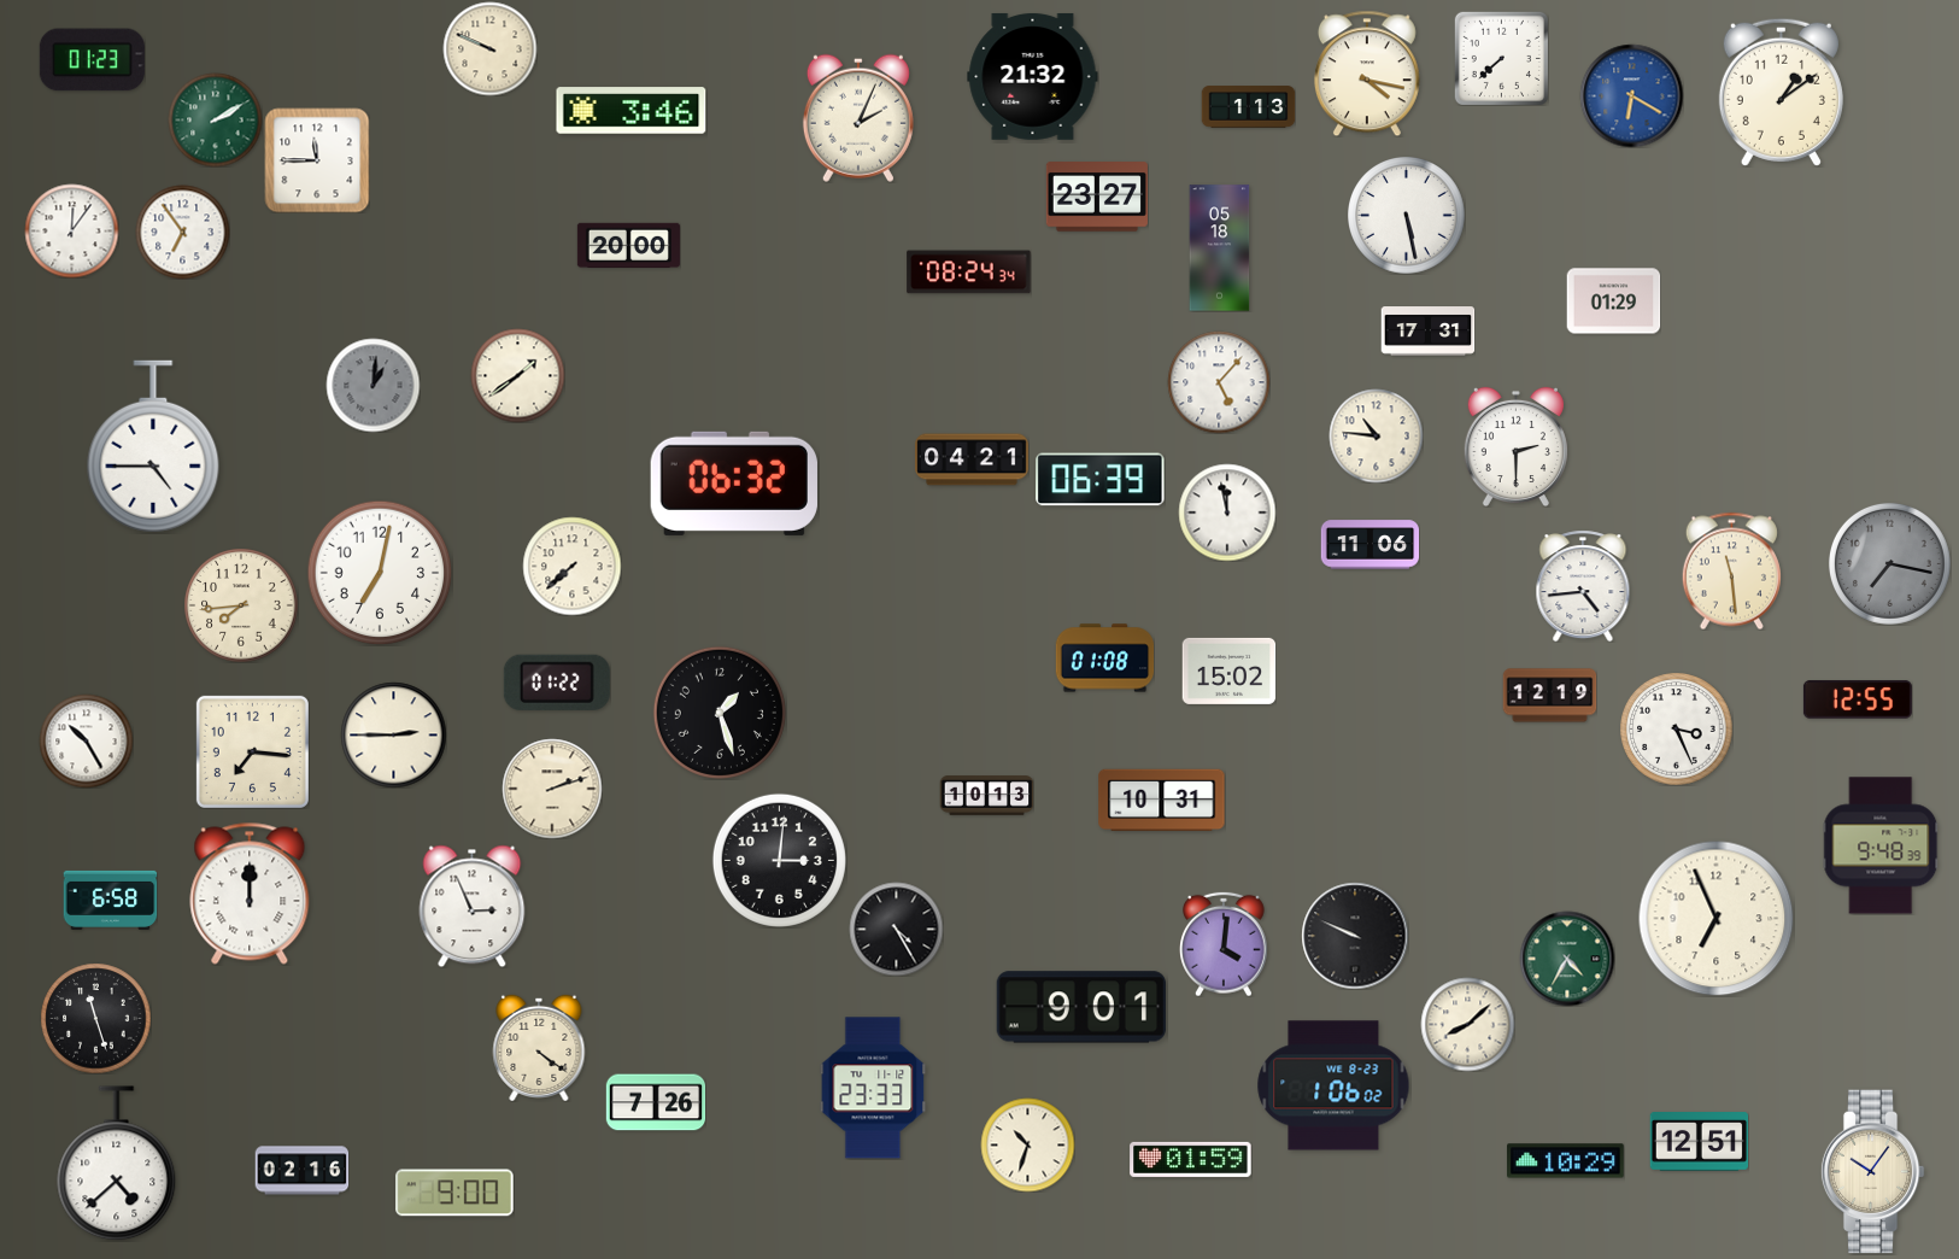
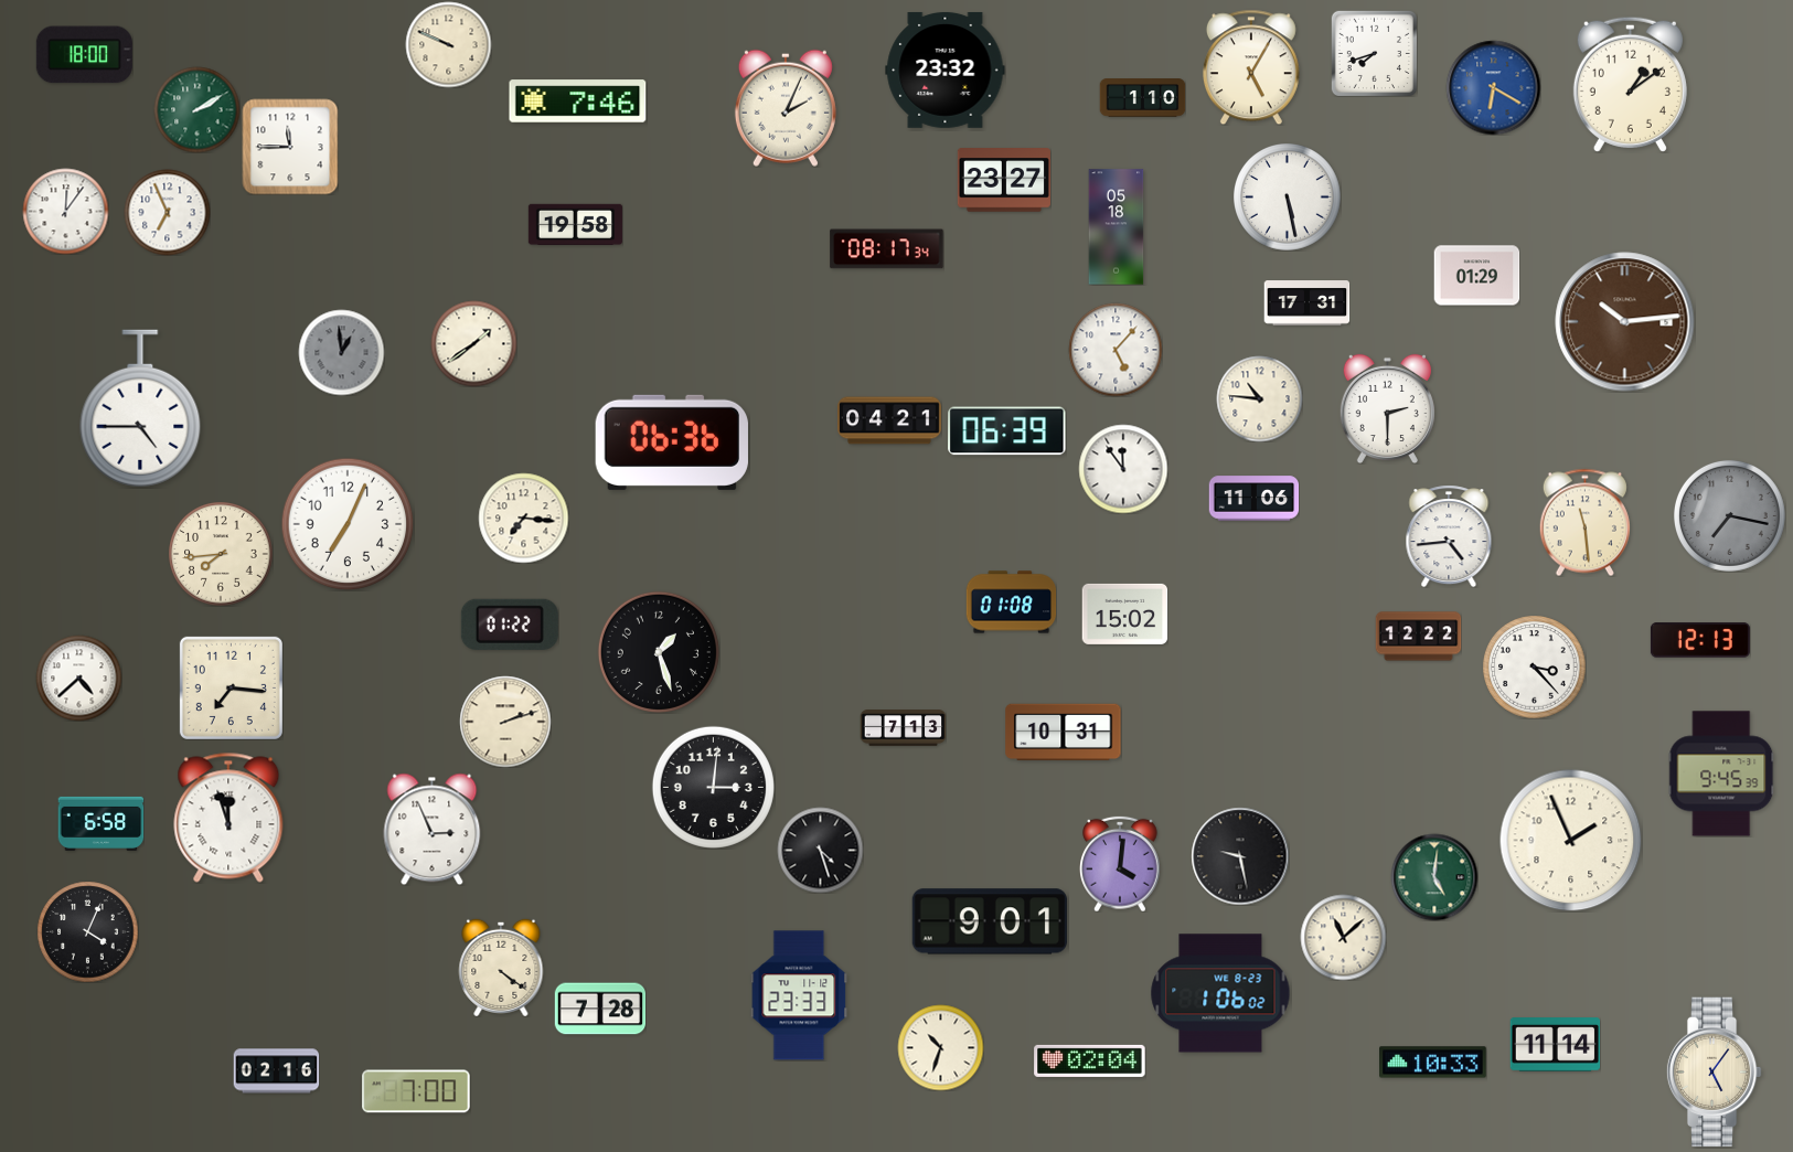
clock at (1501, 58): 7:38 -> 7:42
clock at (92, 60): 01:23 -> 18:00
clock at (1367, 74): 4:17 -> 5:05
clock at (1033, 77): 21:32 -> 23:32
clock at (1248, 107): 1:13 -> 1:10
clock at (632, 111): 3:46 -> 7:46
clock at (182, 232): 6:54 -> 6:56
clock at (628, 246): 20:00 -> 19:58
clock at (969, 273): 08:24 -> 08:17
clock at (1625, 322): none -> 10:14
clock at (373, 385): 1:01 -> 12:59
clock at (1101, 480) position: (1101, 480) -> (1007, 431)
clock at (733, 484): 06:32 -> 06:36
clock at (1227, 513): 11:58 -> 11:54
clock at (571, 566): 7:38 -> 7:16
clock at (380, 573): 7:02 -> 7:04
clock at (1549, 696): 12:19 -> 12:22
clock at (1858, 699): 12:55 -> 12:13
clock at (1676, 728): 3:26 -> 3:23
clock at (393, 734): 2:45 -> none
clock at (86, 740): 10:25 -> 4:38
clock at (986, 796): 10:13 -> 7:13
clock at (1881, 845): 9:48 -> 9:45
clock at (250, 894): 12:00 -> 11:57
clock at (1715, 918): 6:56 -> 1:56
clock at (896, 929): 4:25 -> 4:27
clock at (1355, 936): 9:49 -> 9:28
clock at (1567, 959): 4:35 -> 5:01
clock at (95, 1018): 11:27 -> 4:04
clock at (1467, 1024): 8:08 -> 11:08
clock at (539, 1047) position: (539, 1047) -> (501, 967)
clock at (656, 1102): 7:26 -> 7:28
clock at (1699, 1142): 12:51 -> 11:14
clock at (1191, 1159): 01:59 -> 02:04
clock at (1566, 1161): 10:29 -> 10:33
clock at (117, 1164): 4:38 -> none
clock at (1872, 1172): 10:06 -> 5:06
clock at (456, 1193): 9:00 -> 7:00
